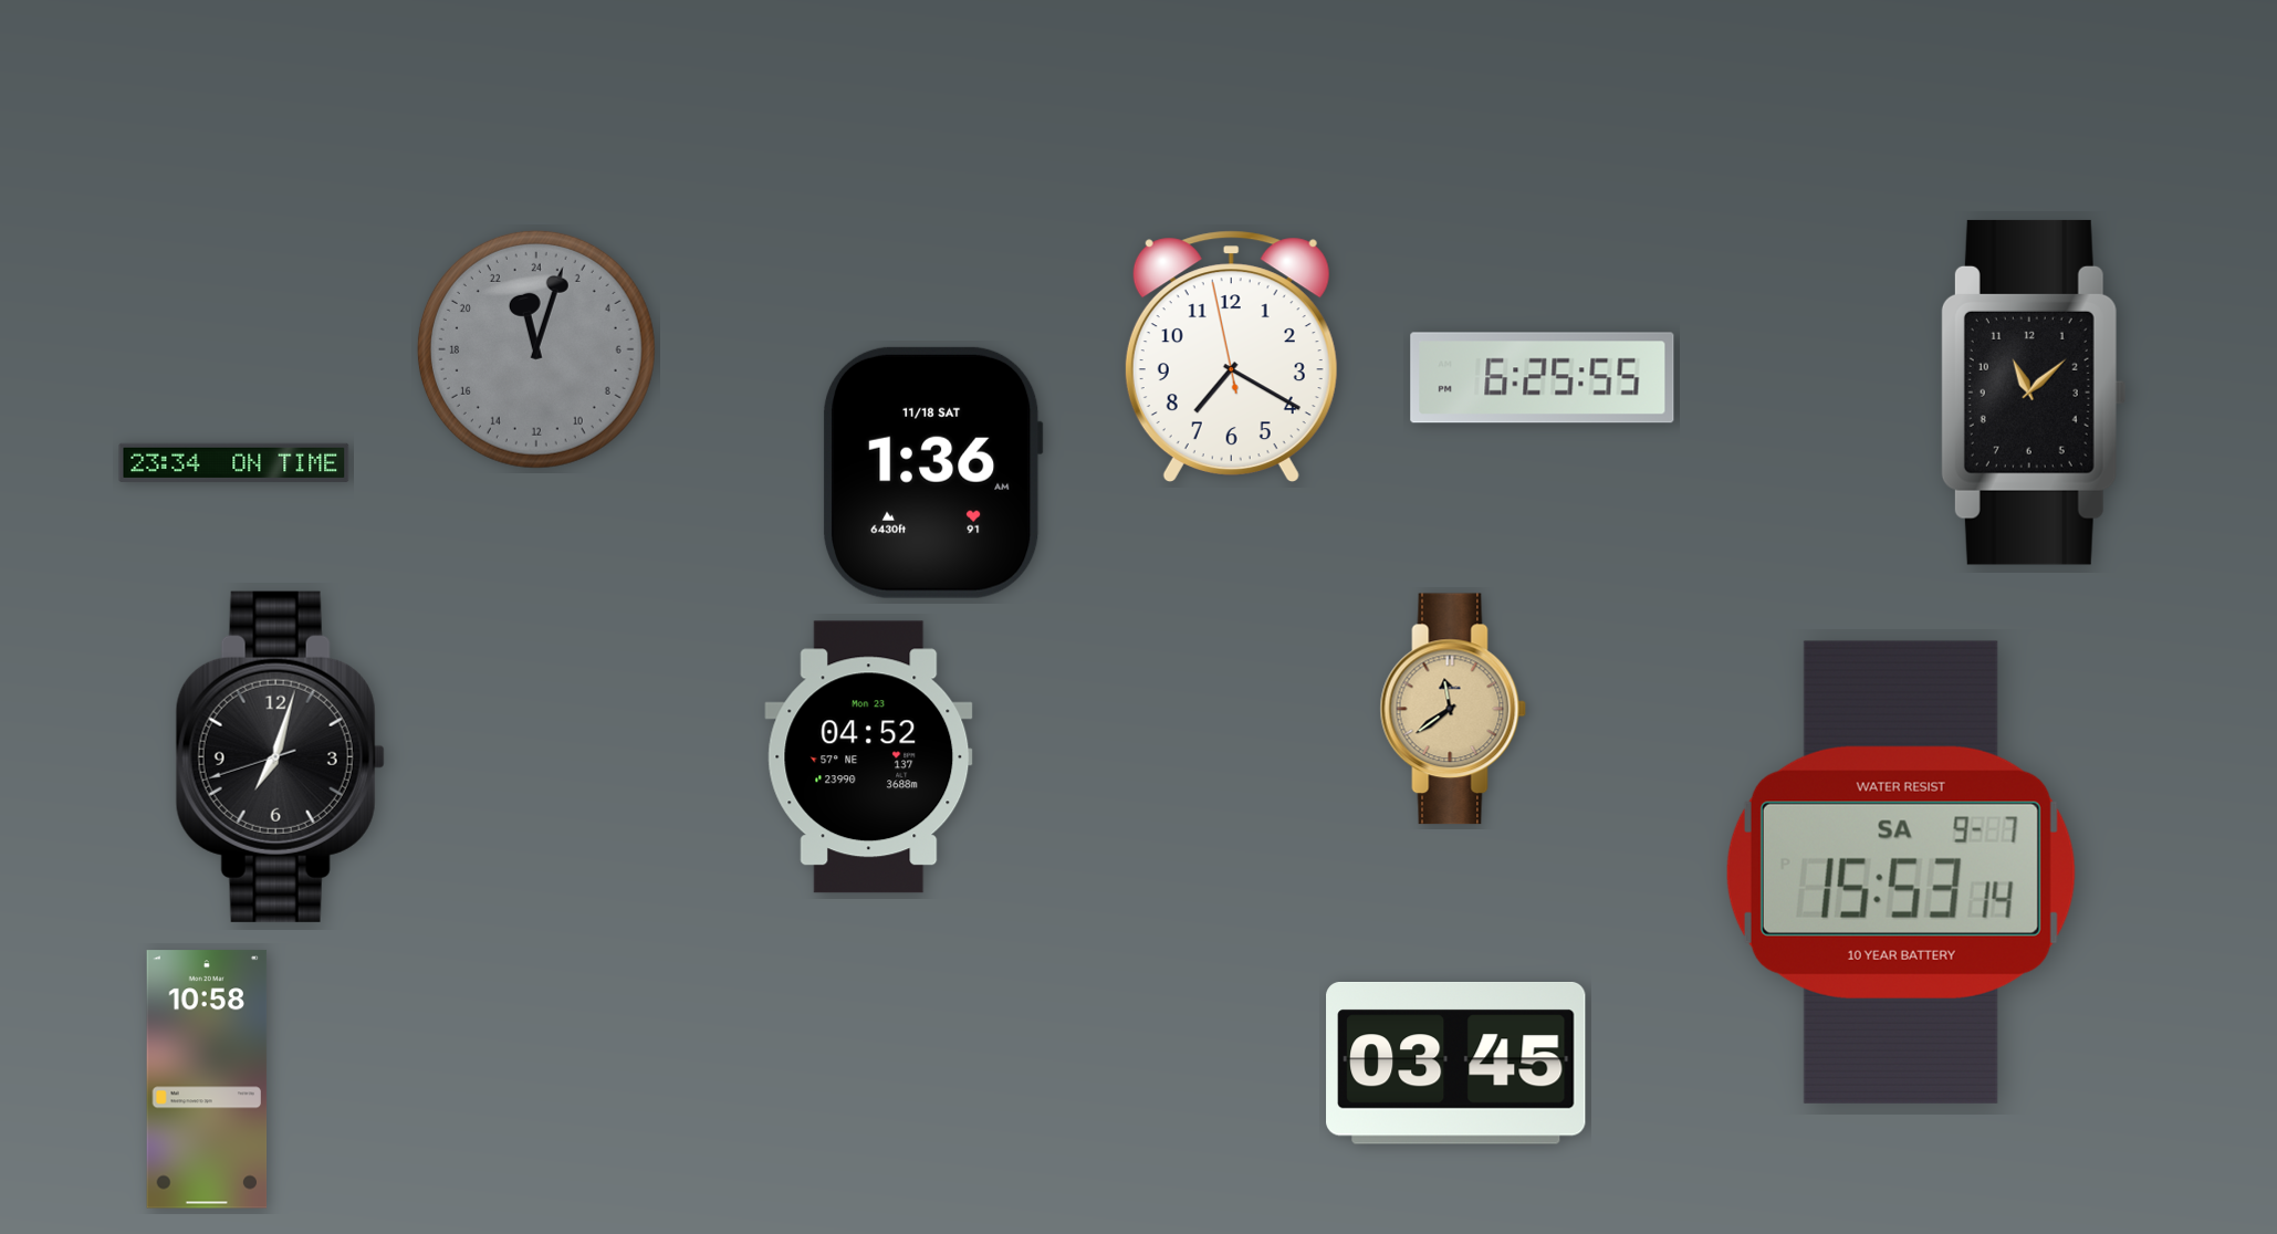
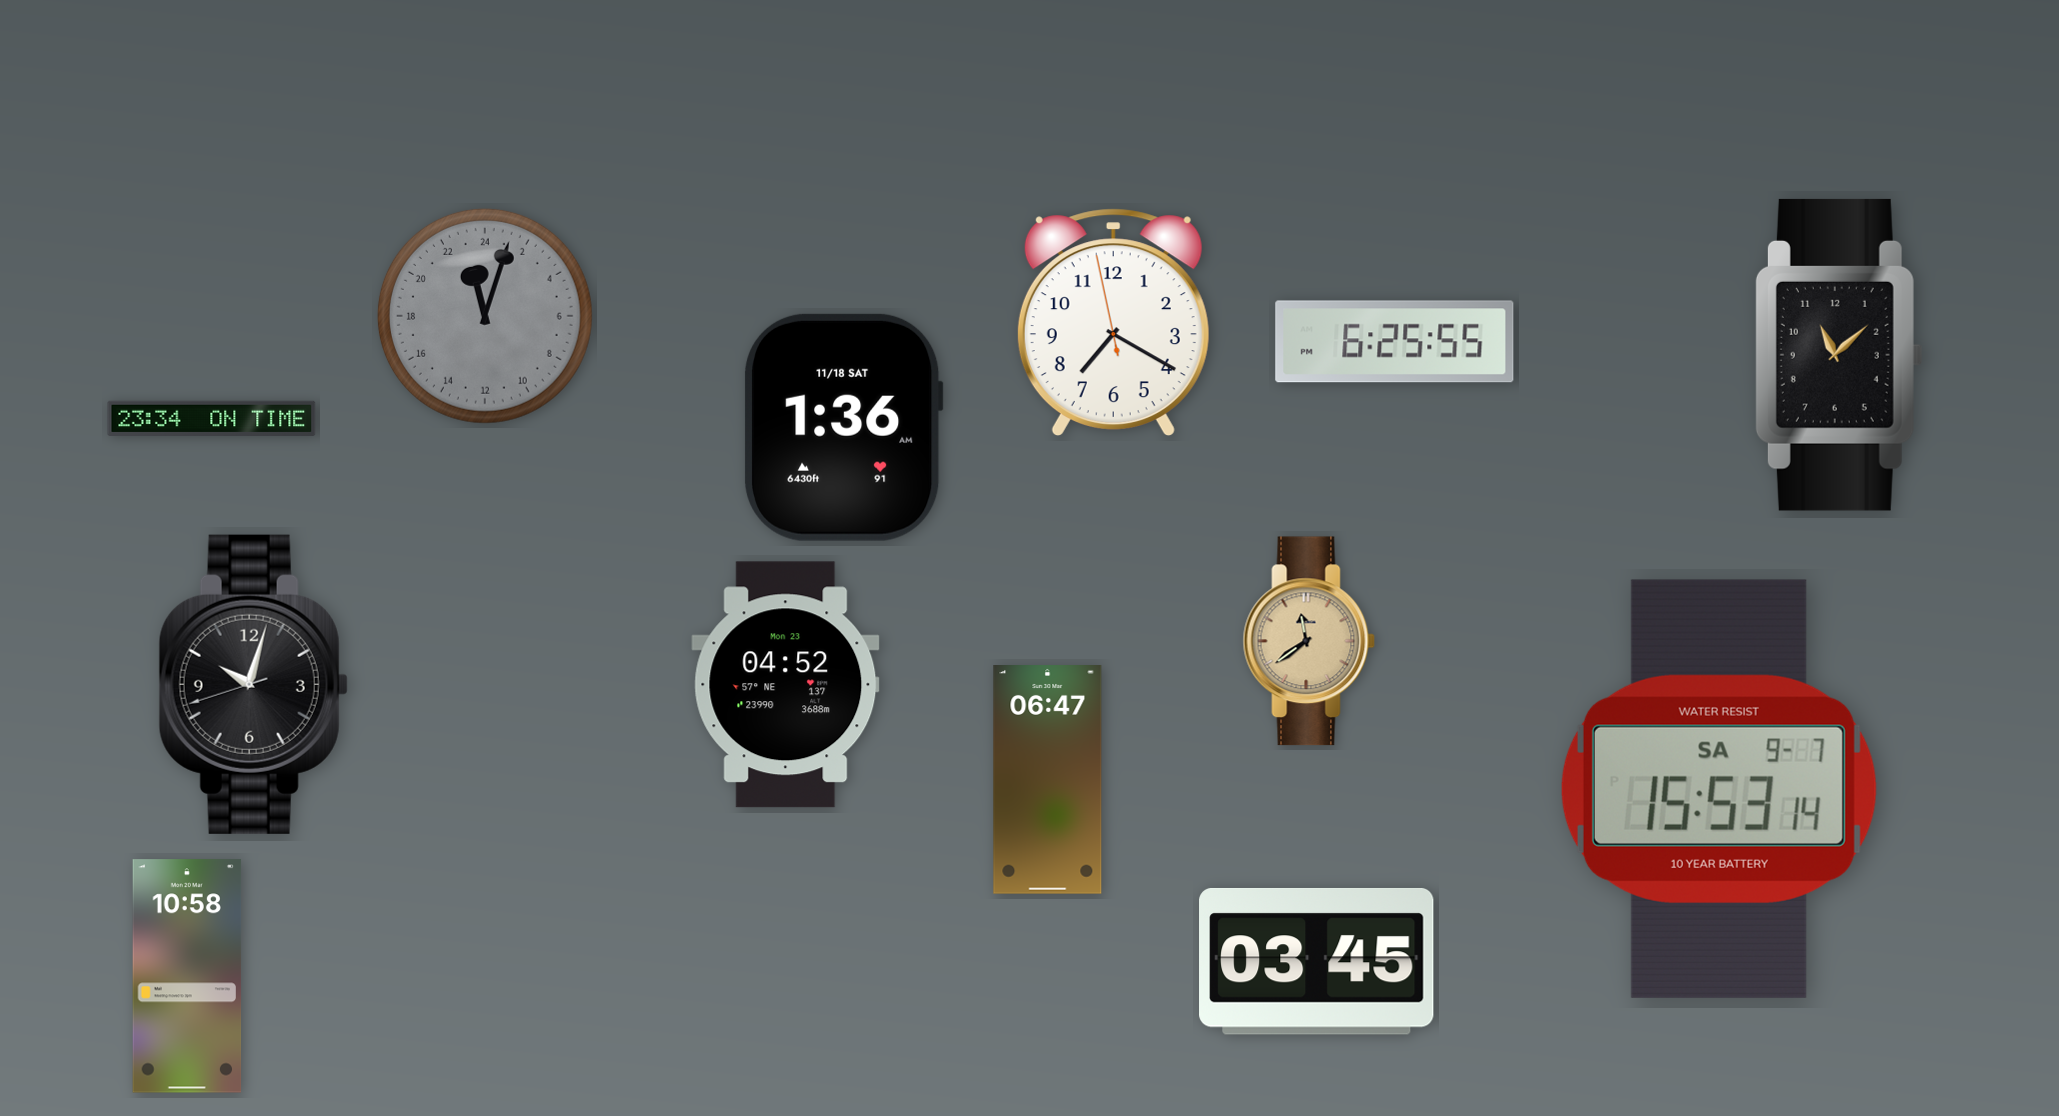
clock at (1453, 709) position: (1453, 709) -> (1309, 641)
clock at (280, 756): 7:02 -> 10:02
clock at (1048, 780): none -> 06:47
